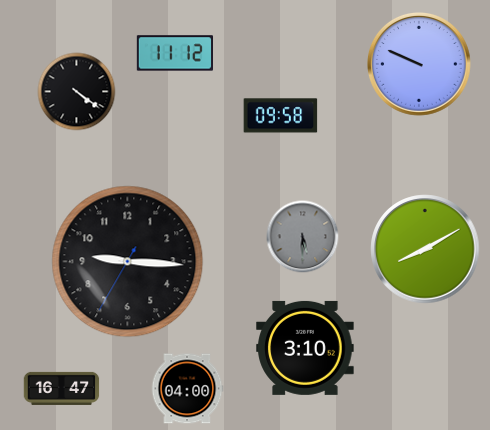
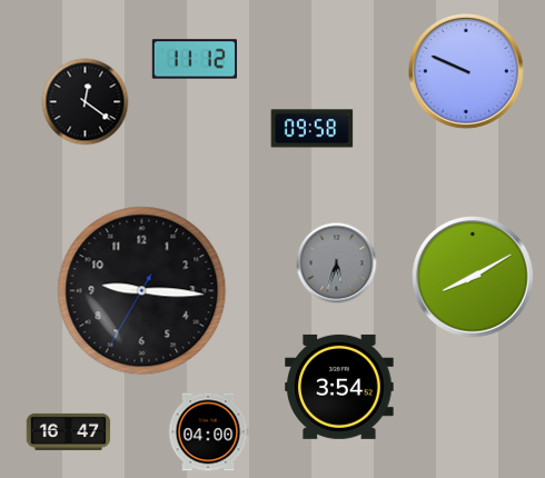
clock at (77, 92): 4:21 -> 12:21
clock at (303, 237): 5:30 -> 5:33
clock at (305, 348): 3:10 -> 3:54
